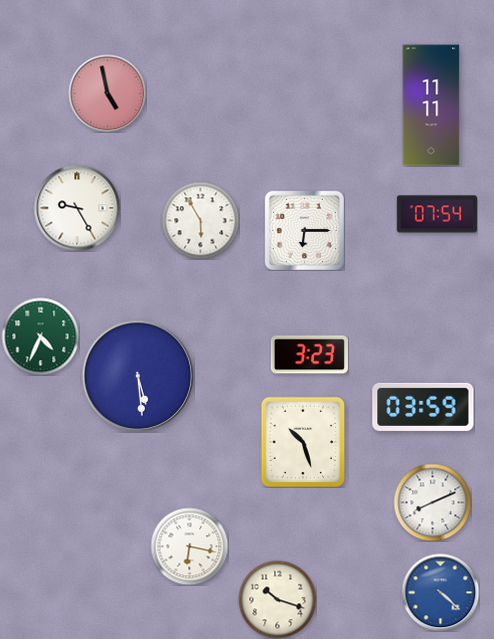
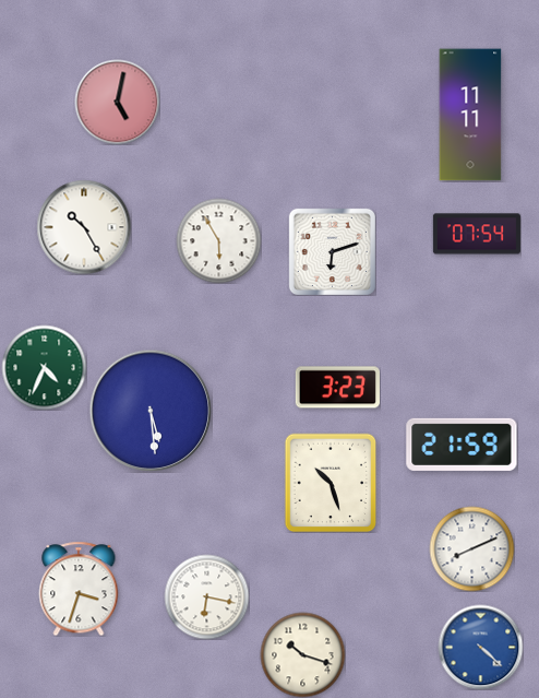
clock at (107, 93): 4:58 -> 5:02
clock at (77, 208): 9:25 -> 10:25
clock at (304, 230): 6:15 -> 6:12
clock at (423, 407): 03:59 -> 21:59
clock at (79, 589): none -> 3:33
